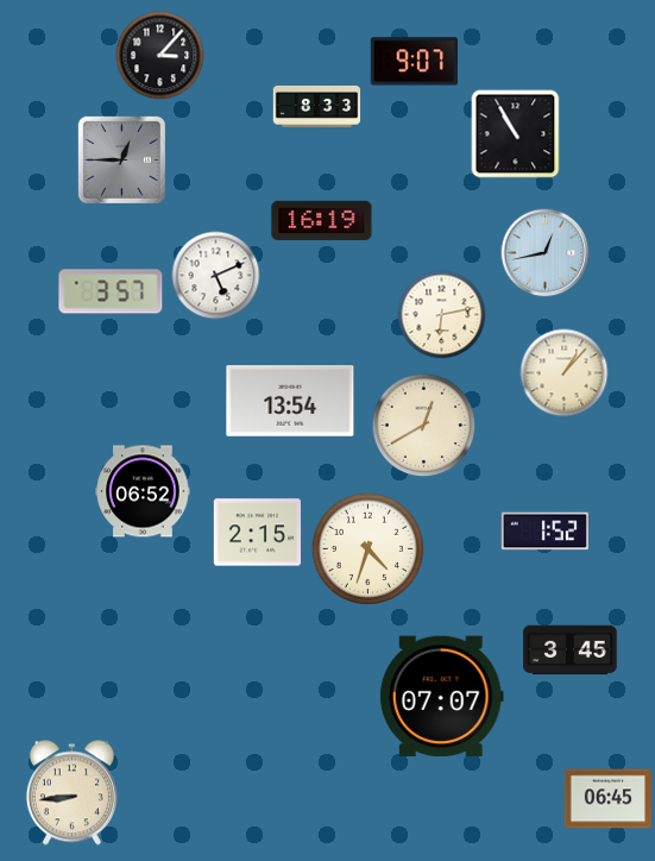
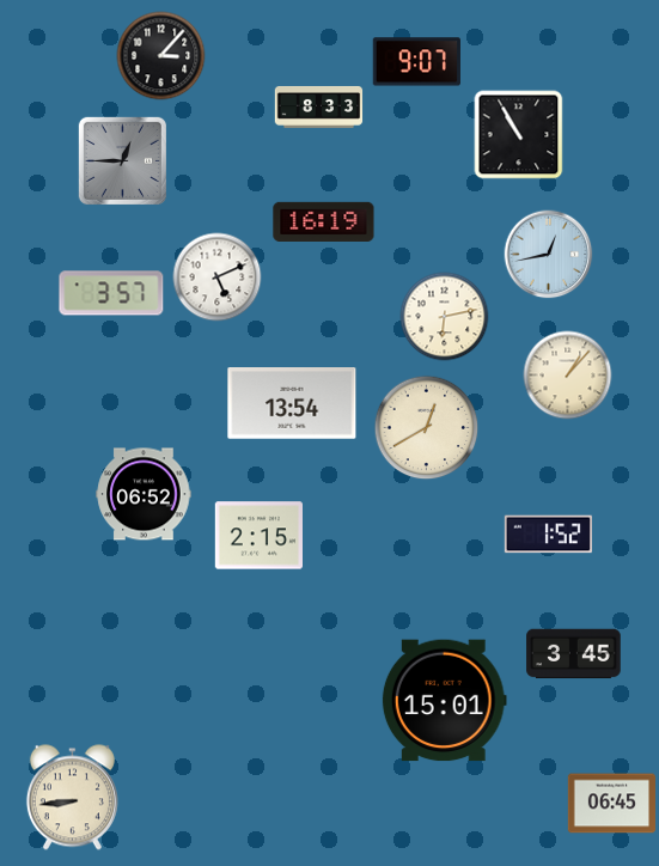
clock at (367, 548): 4:33 -> none
clock at (441, 697): 07:07 -> 15:01
